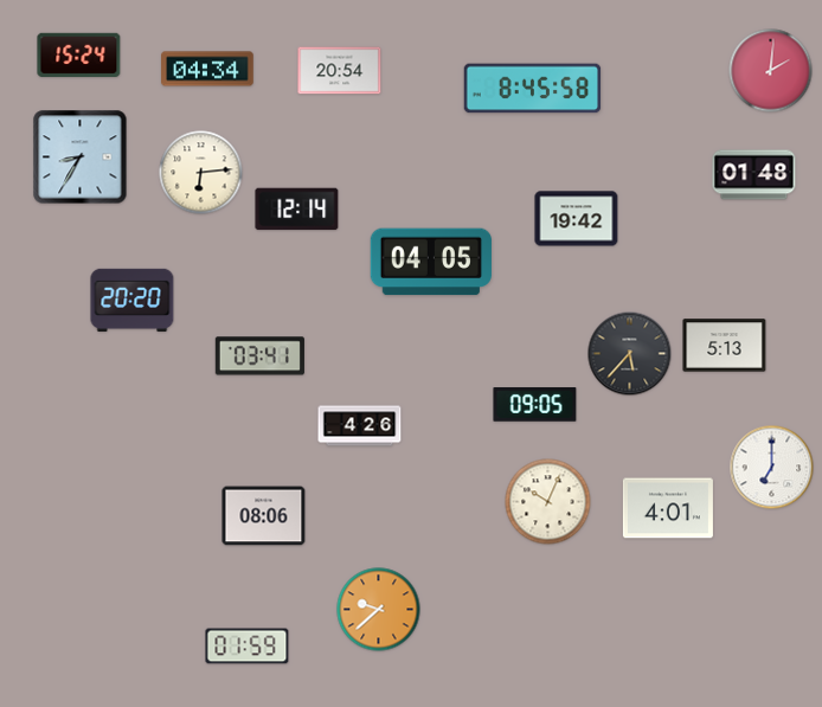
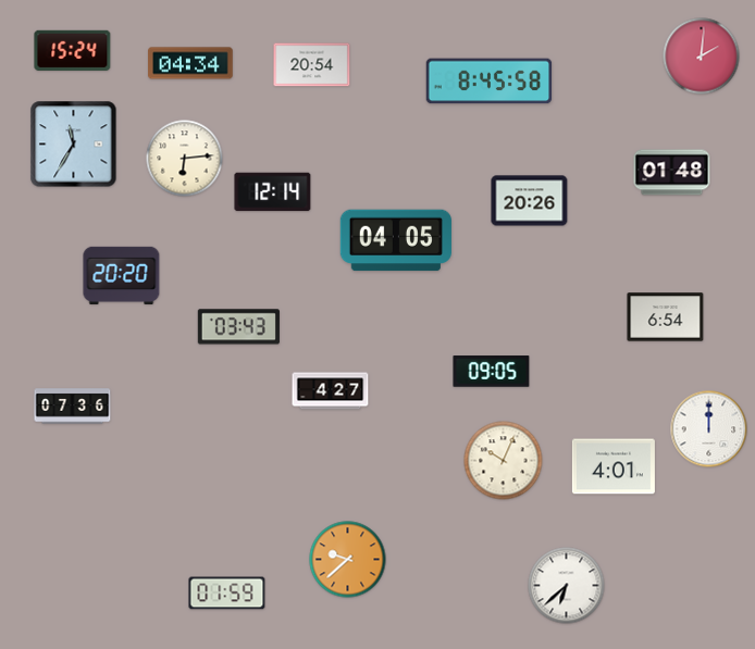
clock at (771, 71) position: (771, 71) -> (702, 57)
clock at (81, 158): 8:35 -> 11:35
clock at (754, 175) position: (754, 175) -> (672, 173)
clock at (577, 219): 19:42 -> 20:26
clock at (725, 346): 5:13 -> 6:54
clock at (630, 354): 5:37 -> none
clock at (259, 356): 03:41 -> 03:43
clock at (360, 426): 4:26 -> 4:27
clock at (73, 407): none -> 07:36
clock at (772, 468): 7:00 -> 12:00
clock at (264, 516): 08:06 -> none
clock at (567, 586): none -> 6:38
